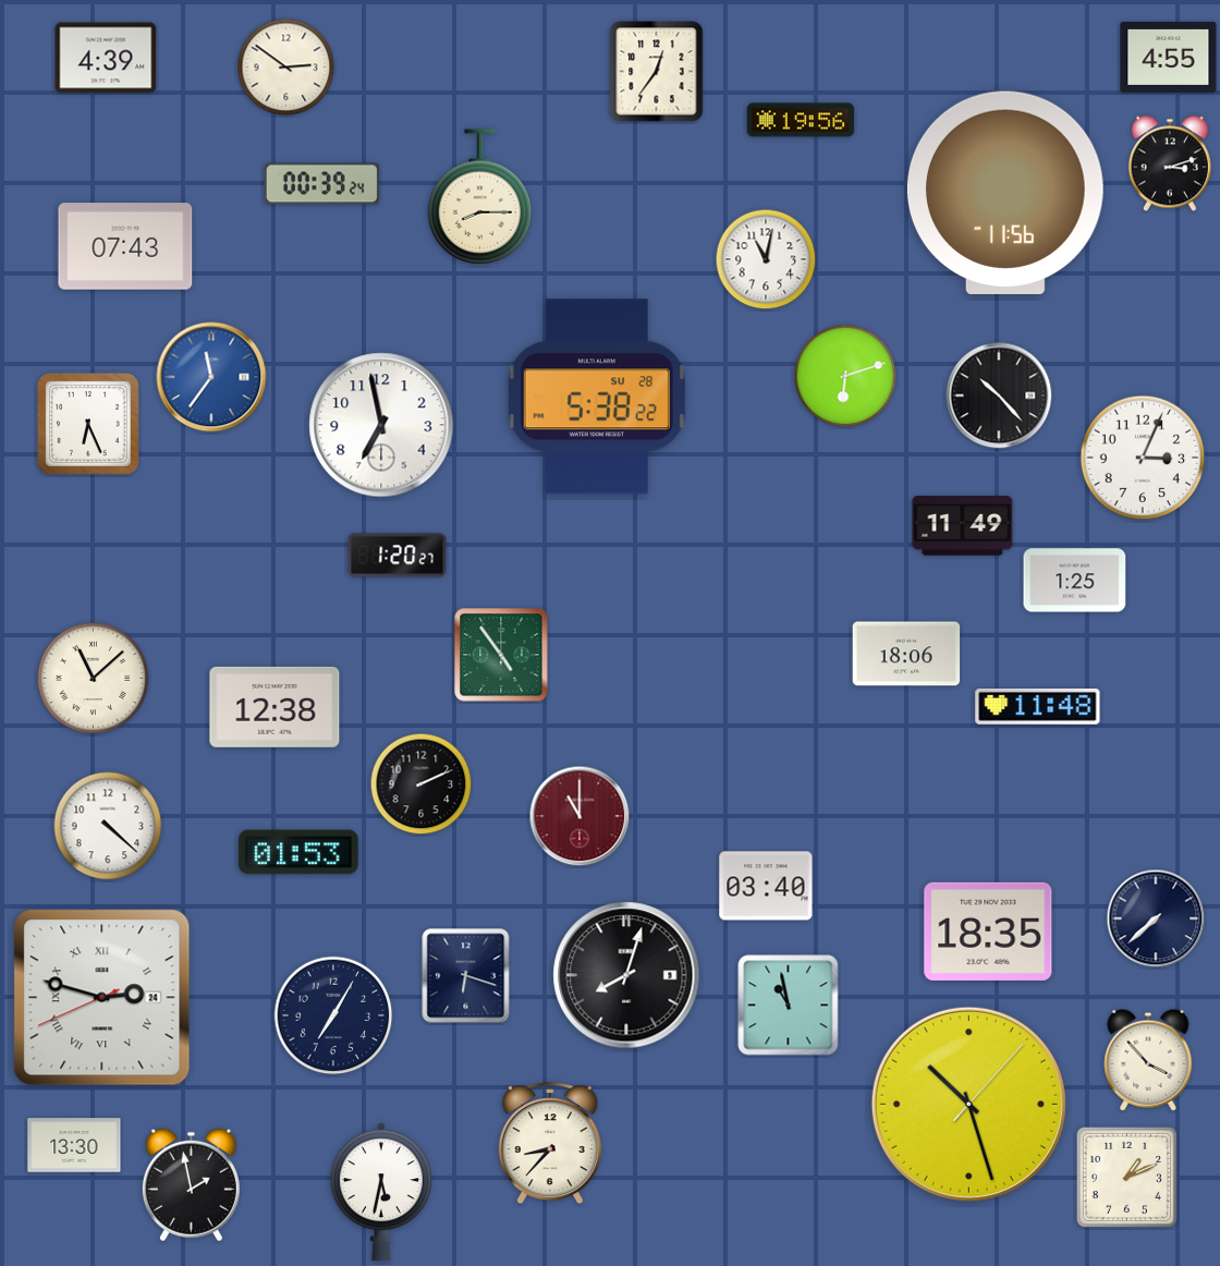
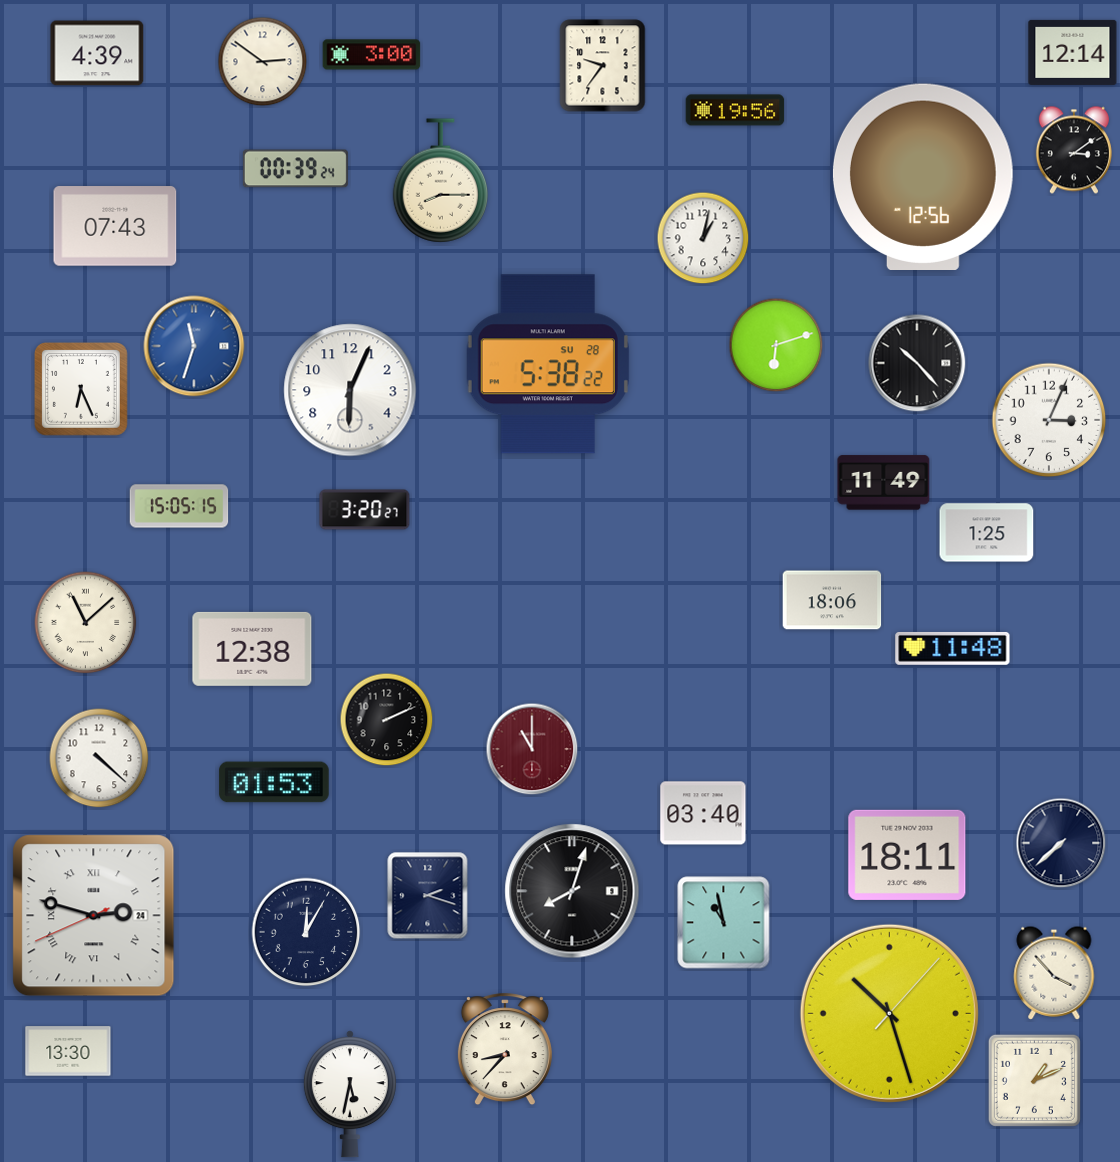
clock at (1169, 57): 4:55 -> 12:14
clock at (372, 55): none -> 3:00
clock at (657, 72): 12:36 -> 9:36
clock at (1170, 163): 3:12 -> 3:09
clock at (1005, 192): 11:56 -> 12:56
clock at (766, 259): 11:02 -> 1:02
clock at (211, 377): 11:36 -> 11:33
clock at (381, 425): 6:58 -> 6:04
clock at (179, 506): none -> 15:05
clock at (398, 556): 1:20 -> 3:20
clock at (501, 655): 4:54 -> none
clock at (988, 932): 18:35 -> 18:11
clock at (626, 975) position: (626, 975) -> (572, 891)
clock at (466, 976): 6:18 -> 2:18
clock at (333, 1015): 7:05 -> 12:05
clock at (191, 1185): 1:58 -> none
